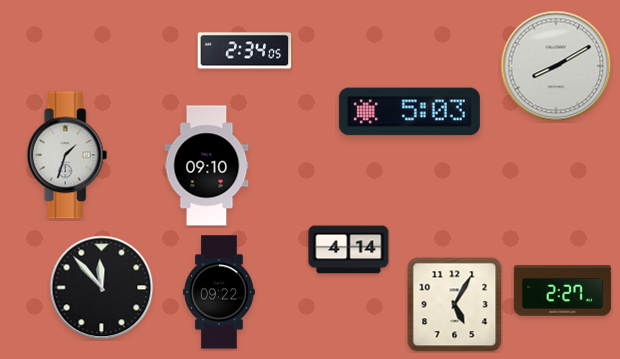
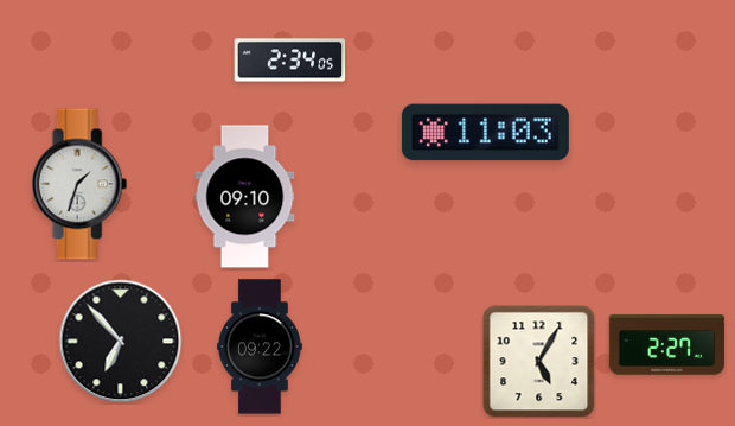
clock at (556, 66): 8:10 -> none
clock at (409, 112): 5:03 -> 11:03
clock at (349, 250): 4:14 -> none
clock at (102, 288): 11:53 -> 6:53
